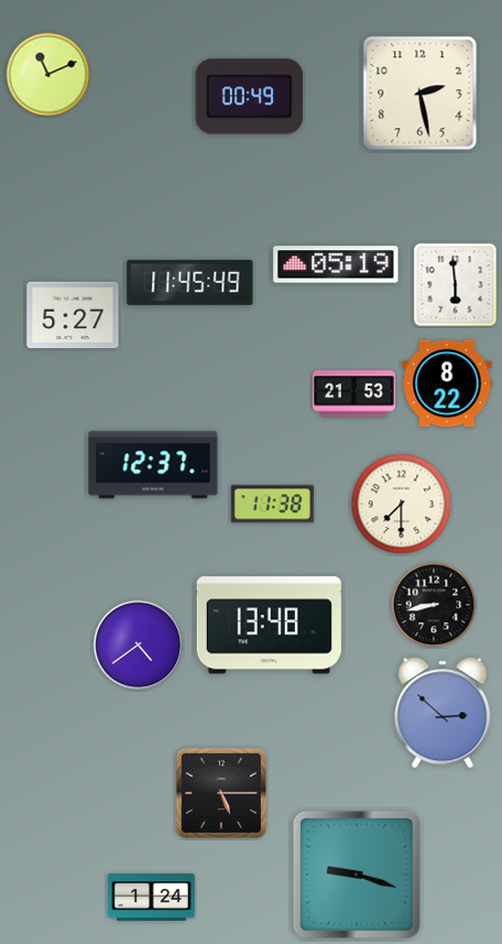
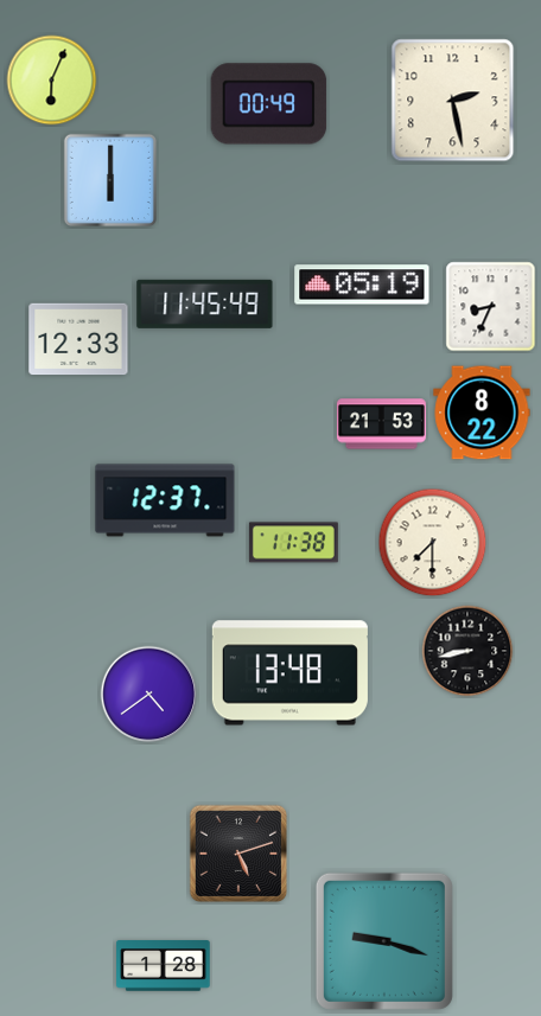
clock at (48, 75): 11:11 -> 6:04
clock at (110, 180): none -> 6:00
clock at (456, 285): 5:59 -> 8:34
clock at (73, 315): 5:27 -> 12:33
clock at (443, 713): 2:52 -> none
clock at (221, 793): 5:15 -> 5:12
clock at (152, 898): 1:24 -> 1:28
